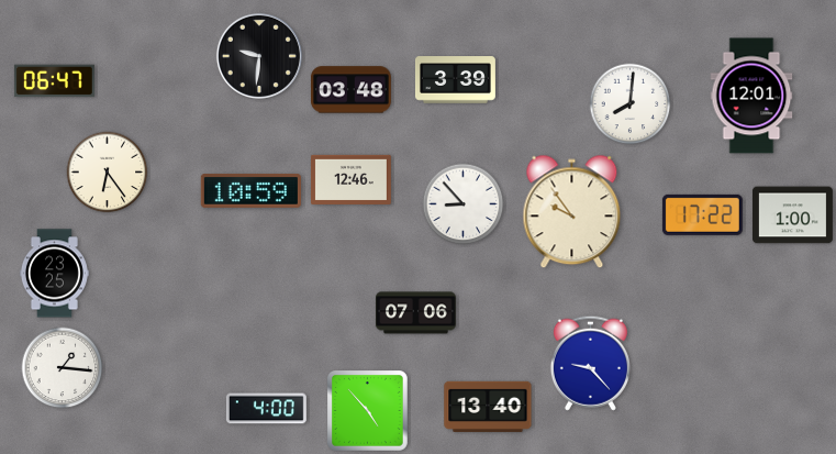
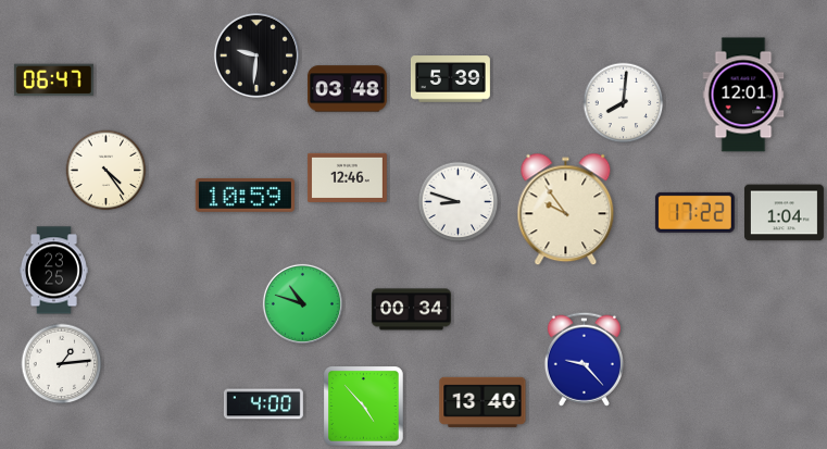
clock at (455, 80): 3:39 -> 5:39
clock at (108, 173): 6:24 -> 4:24
clock at (250, 191) position: (250, 191) -> (245, 196)
clock at (464, 204): 8:53 -> 8:48
clock at (792, 215): 1:00 -> 1:04
clock at (302, 303): none -> 10:48
clock at (415, 313): 07:06 -> 00:34
clock at (63, 368): 1:16 -> 1:14
